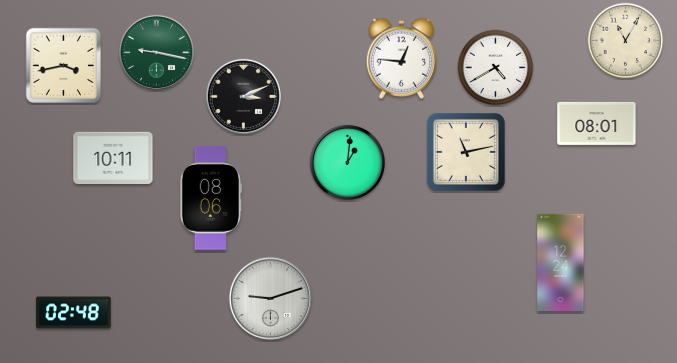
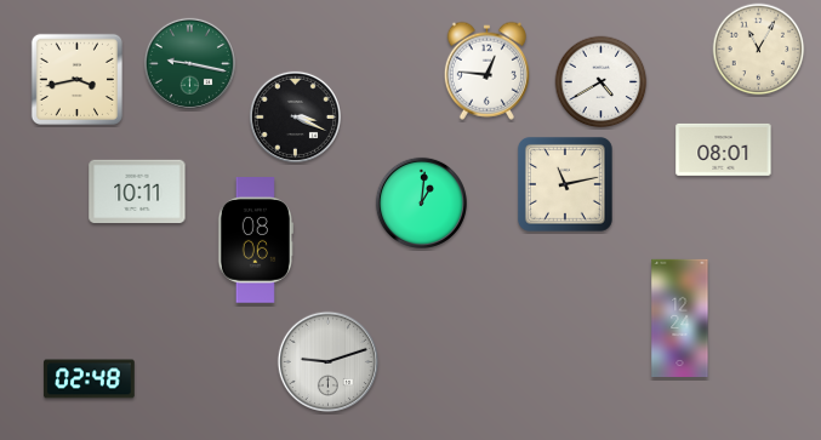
clock at (243, 96): 3:11 -> 3:19
clock at (347, 162) position: (347, 162) -> (421, 202)
